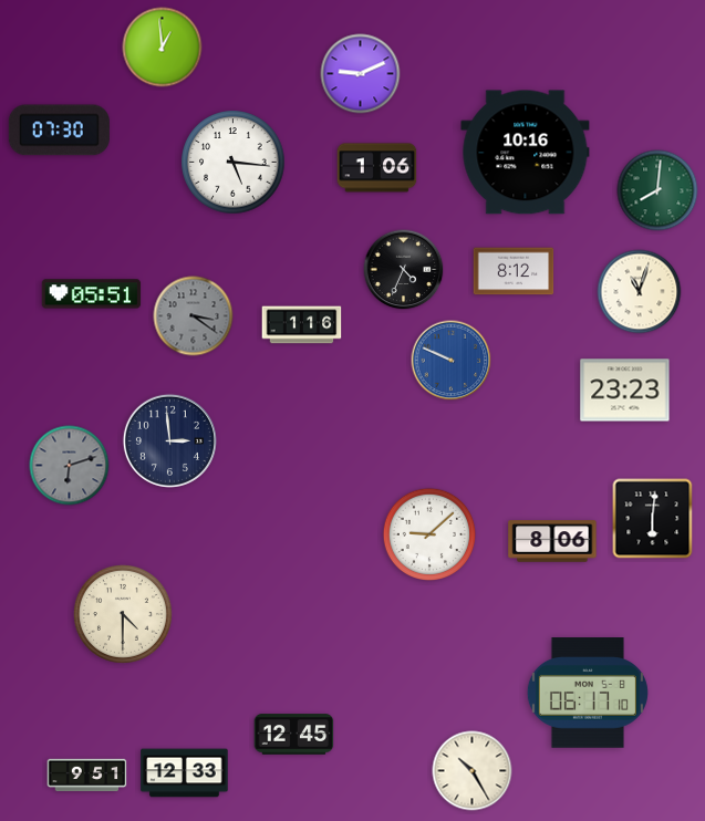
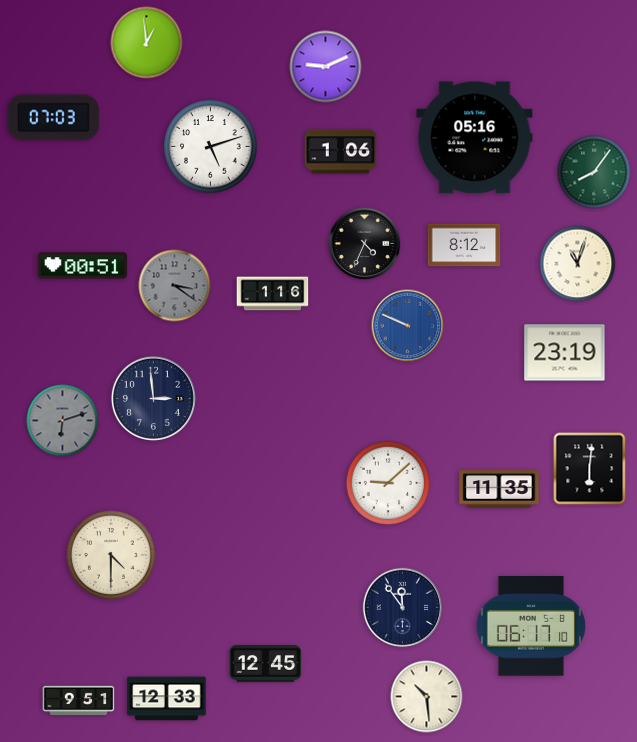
clock at (59, 131): 07:30 -> 07:03
clock at (526, 153): 10:16 -> 05:16
clock at (234, 163): 5:16 -> 5:12
clock at (657, 190): 8:01 -> 8:06
clock at (92, 294): 05:51 -> 00:51
clock at (625, 391): 23:23 -> 23:19
clock at (552, 541): 8:06 -> 11:35
clock at (403, 608): none -> 11:54
clock at (473, 771): 10:25 -> 10:29
